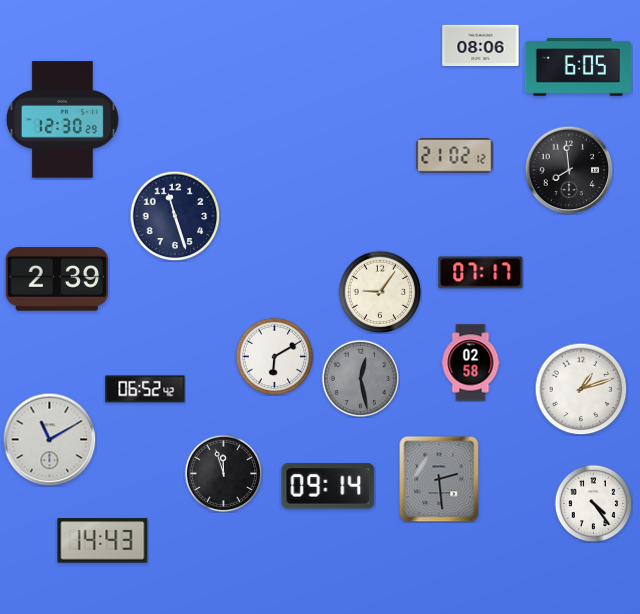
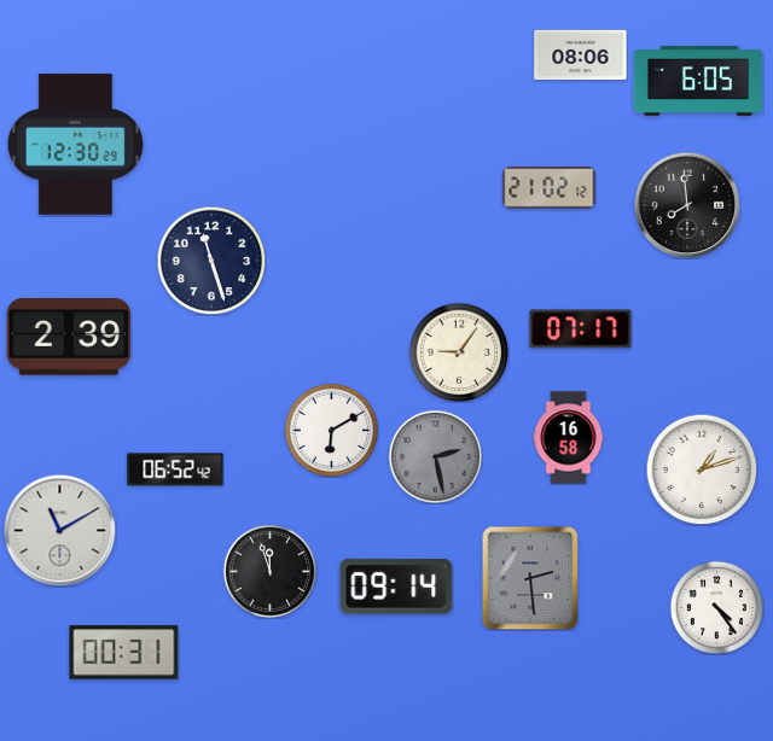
clock at (471, 363): 02:58 -> 16:58
clock at (360, 378): 12:28 -> 2:28
clock at (103, 541): 14:43 -> 00:31
